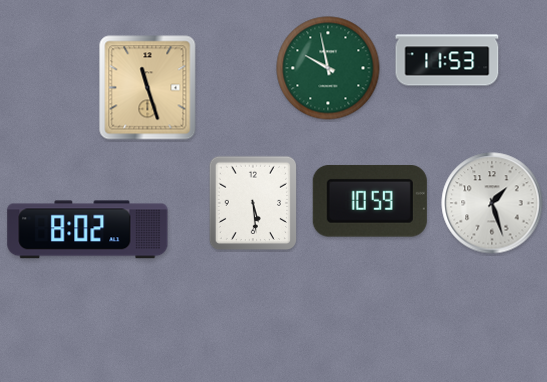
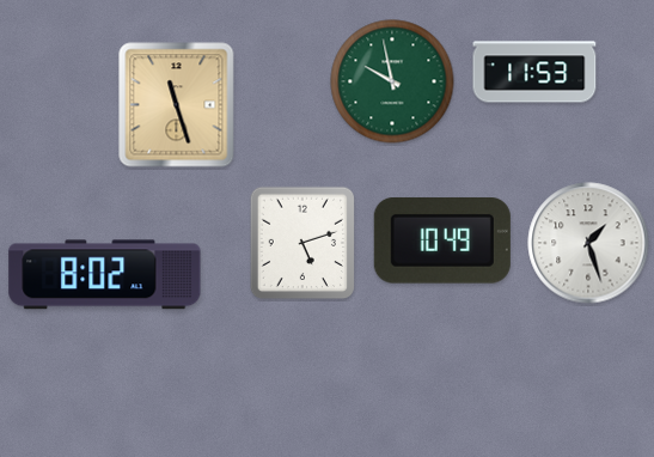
clock at (370, 201): 10:59 -> 10:49
clock at (253, 203): 5:29 -> 5:12
